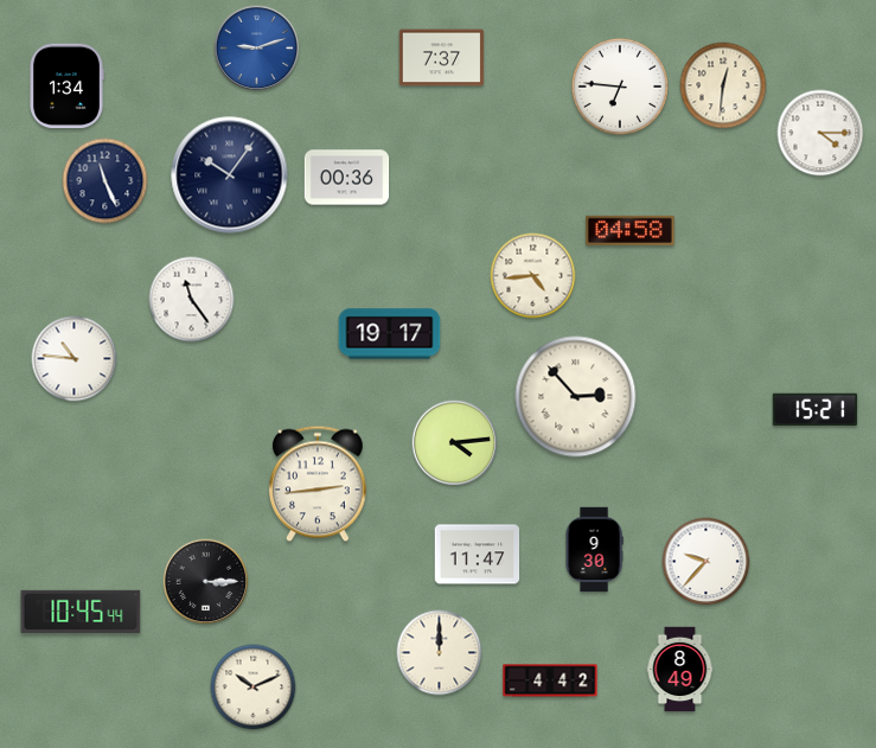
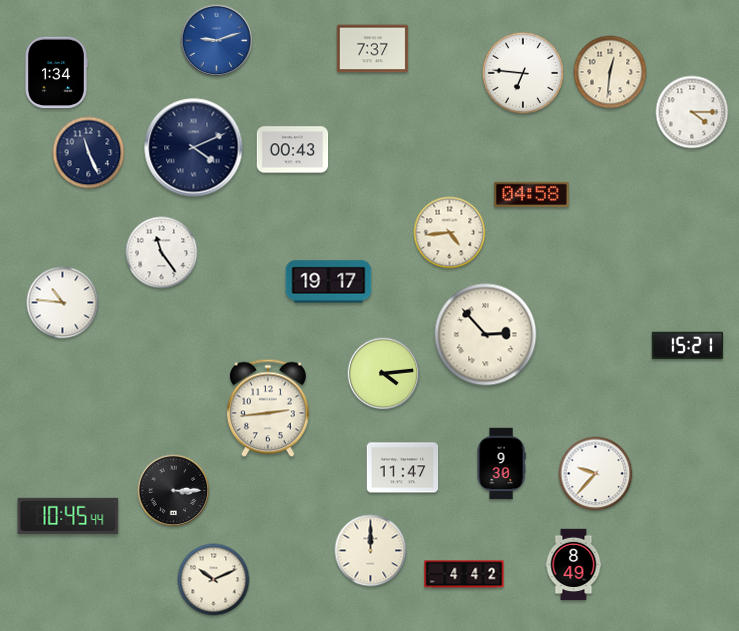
clock at (230, 175): 10:06 -> 4:11
clock at (347, 178): 00:36 -> 00:43
